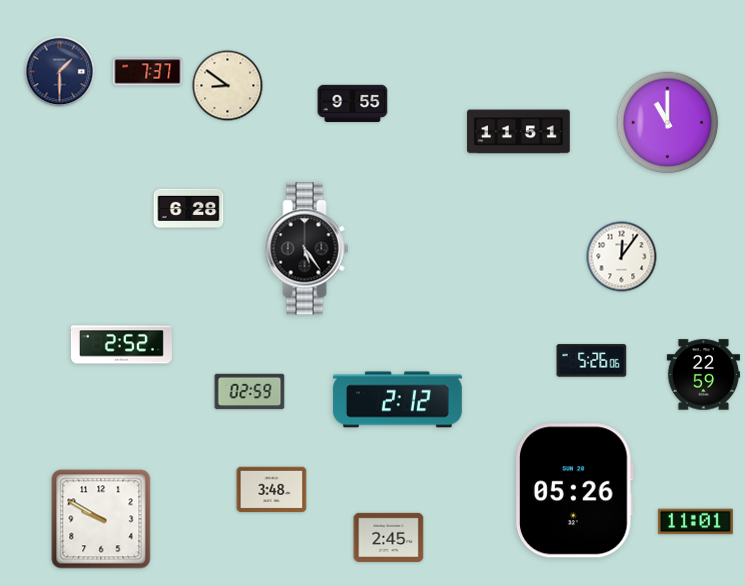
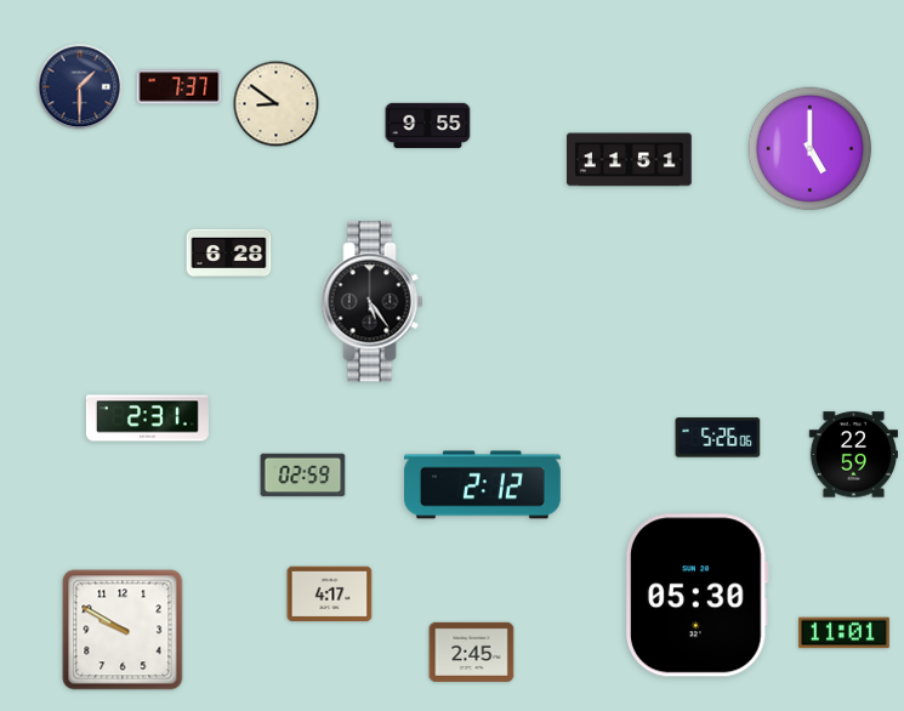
clock at (60, 72) position: (60, 72) -> (80, 87)
clock at (668, 123): 11:00 -> 5:00
clock at (622, 257): 12:06 -> none
clock at (121, 345): 2:52 -> 2:31
clock at (272, 490): 3:48 -> 4:17
clock at (575, 491): 05:26 -> 05:30
